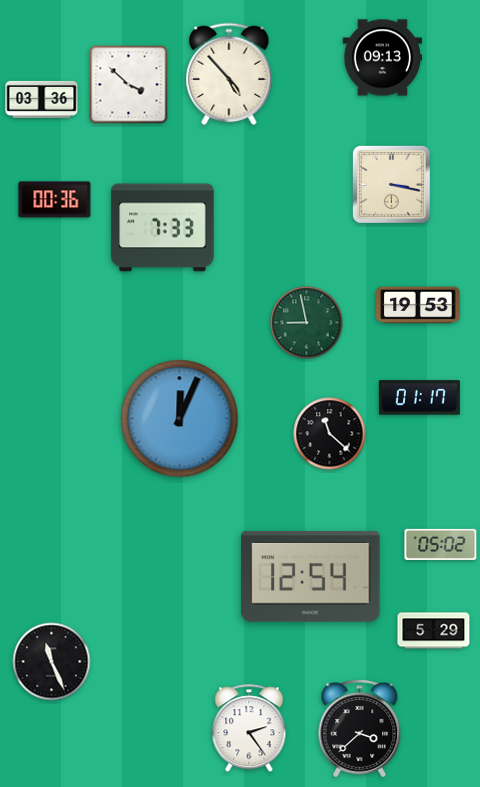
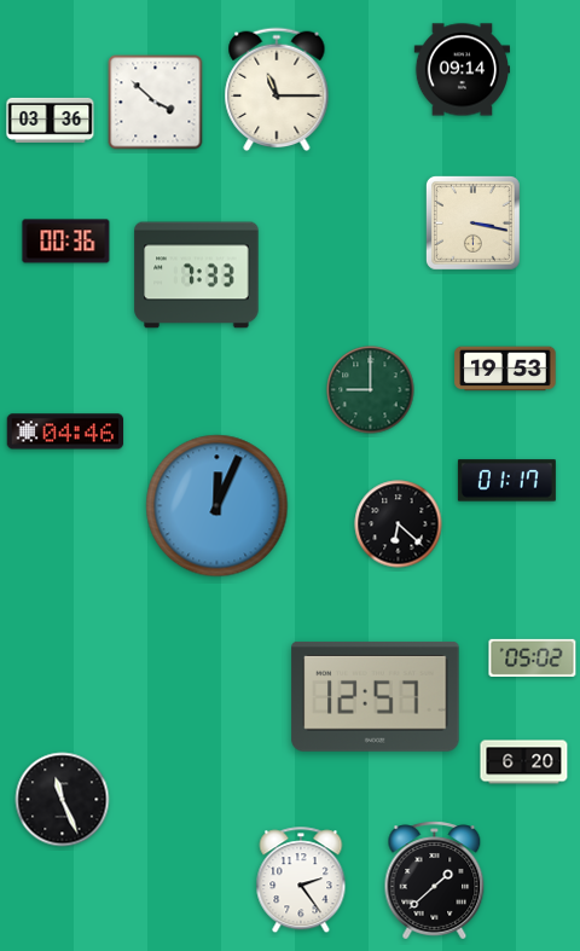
clock at (382, 58): 09:13 -> 09:14
clock at (229, 74): 4:53 -> 11:15
clock at (307, 323): 8:58 -> 9:00
clock at (65, 431): none -> 04:46
clock at (330, 434): 11:22 -> 6:22
clock at (311, 576): 12:54 -> 12:57
clock at (434, 631): 5:29 -> 6:20
clock at (360, 729): 3:38 -> 1:38
